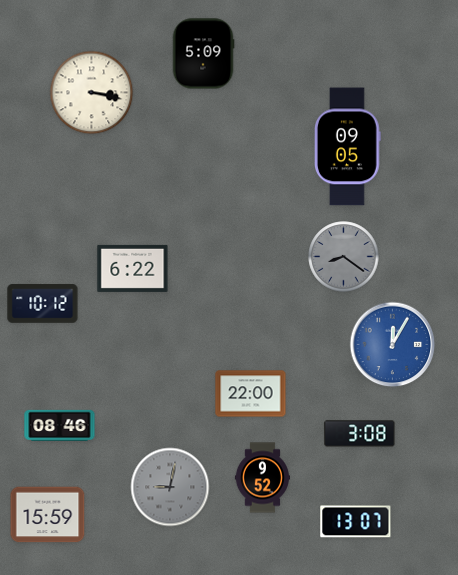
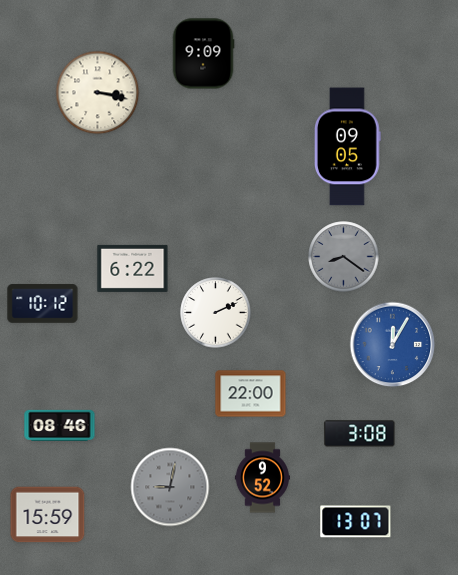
clock at (203, 54): 5:09 -> 9:09
clock at (92, 93) position: (92, 93) -> (98, 93)
clock at (216, 313): none -> 2:11
